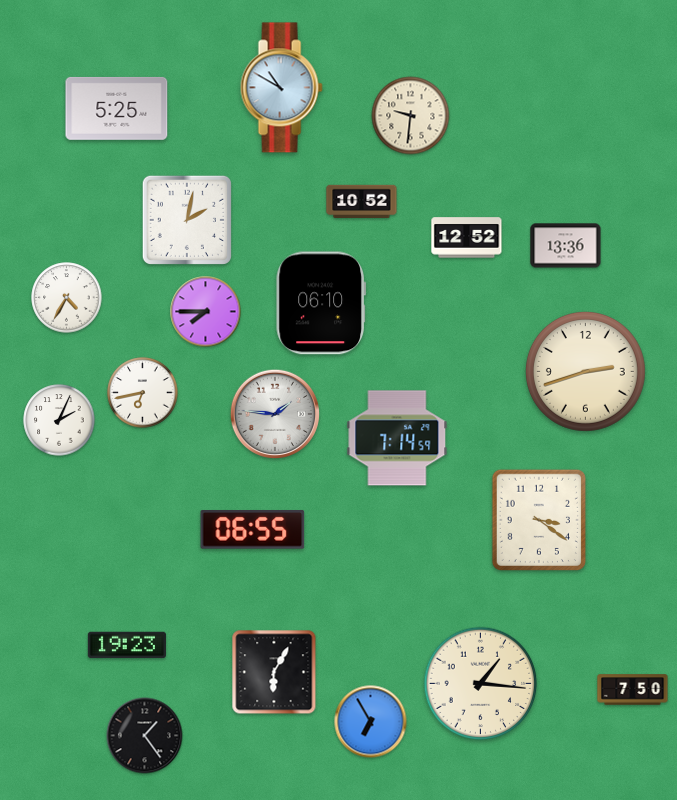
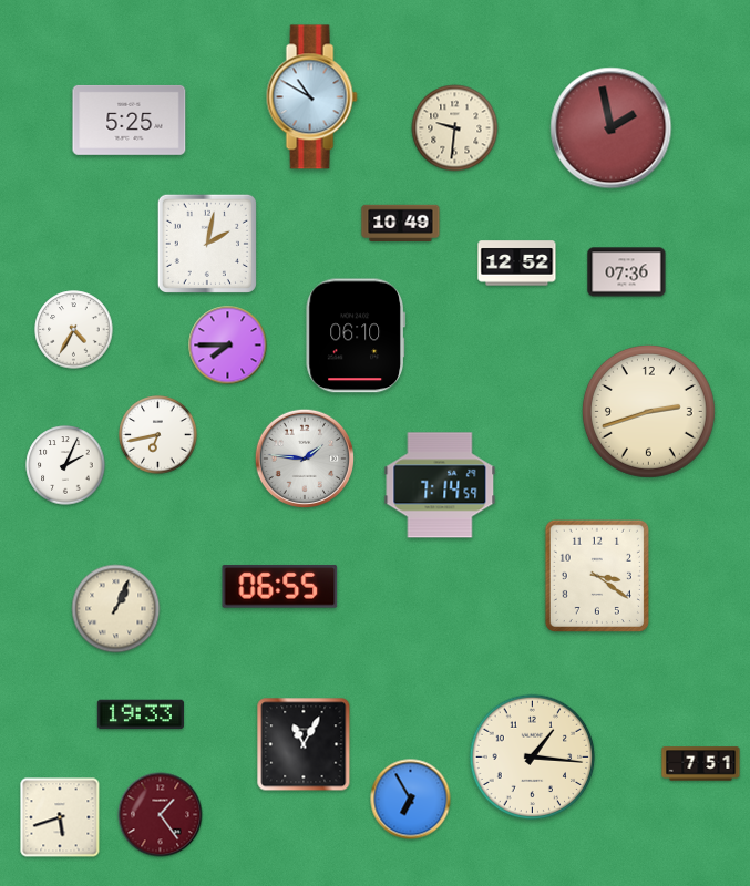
clock at (612, 128): none -> 1:58
clock at (362, 201): 10:52 -> 10:49
clock at (566, 246): 13:36 -> 07:36
clock at (116, 609): none -> 1:04
clock at (127, 645): 19:23 -> 19:33
clock at (274, 672): 6:05 -> 11:05
clock at (633, 690): 7:50 -> 7:51
clock at (145, 736) dial: black -> burgundy
clock at (60, 817): none -> 5:42
